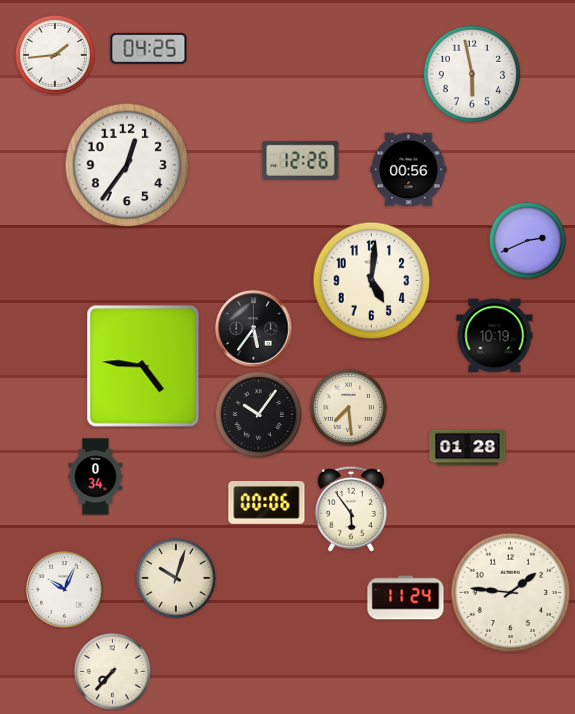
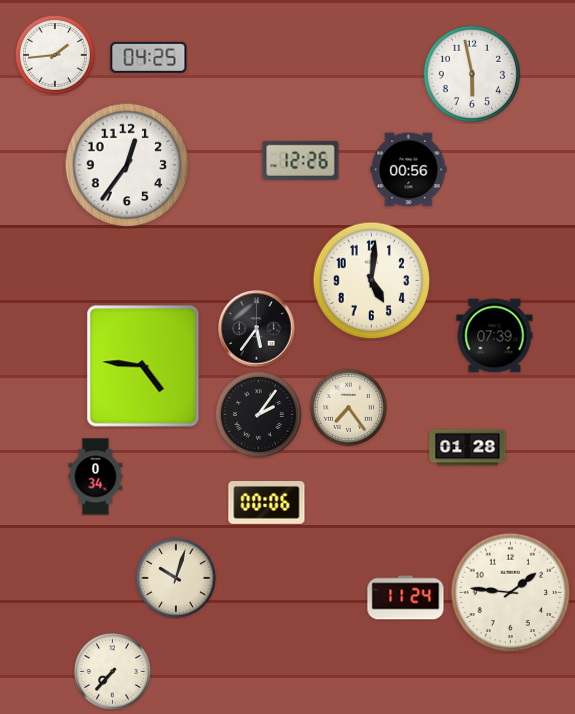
clock at (149, 48) position: (149, 48) -> (149, 57)
clock at (527, 240): 2:41 -> none
clock at (254, 329) position: (254, 329) -> (257, 329)
clock at (495, 336): 10:19 -> 07:39
clock at (348, 407): 7:29 -> 7:24
clock at (258, 414): 10:06 -> 2:06
clock at (351, 509): 5:54 -> none
clock at (65, 590): 10:04 -> none
